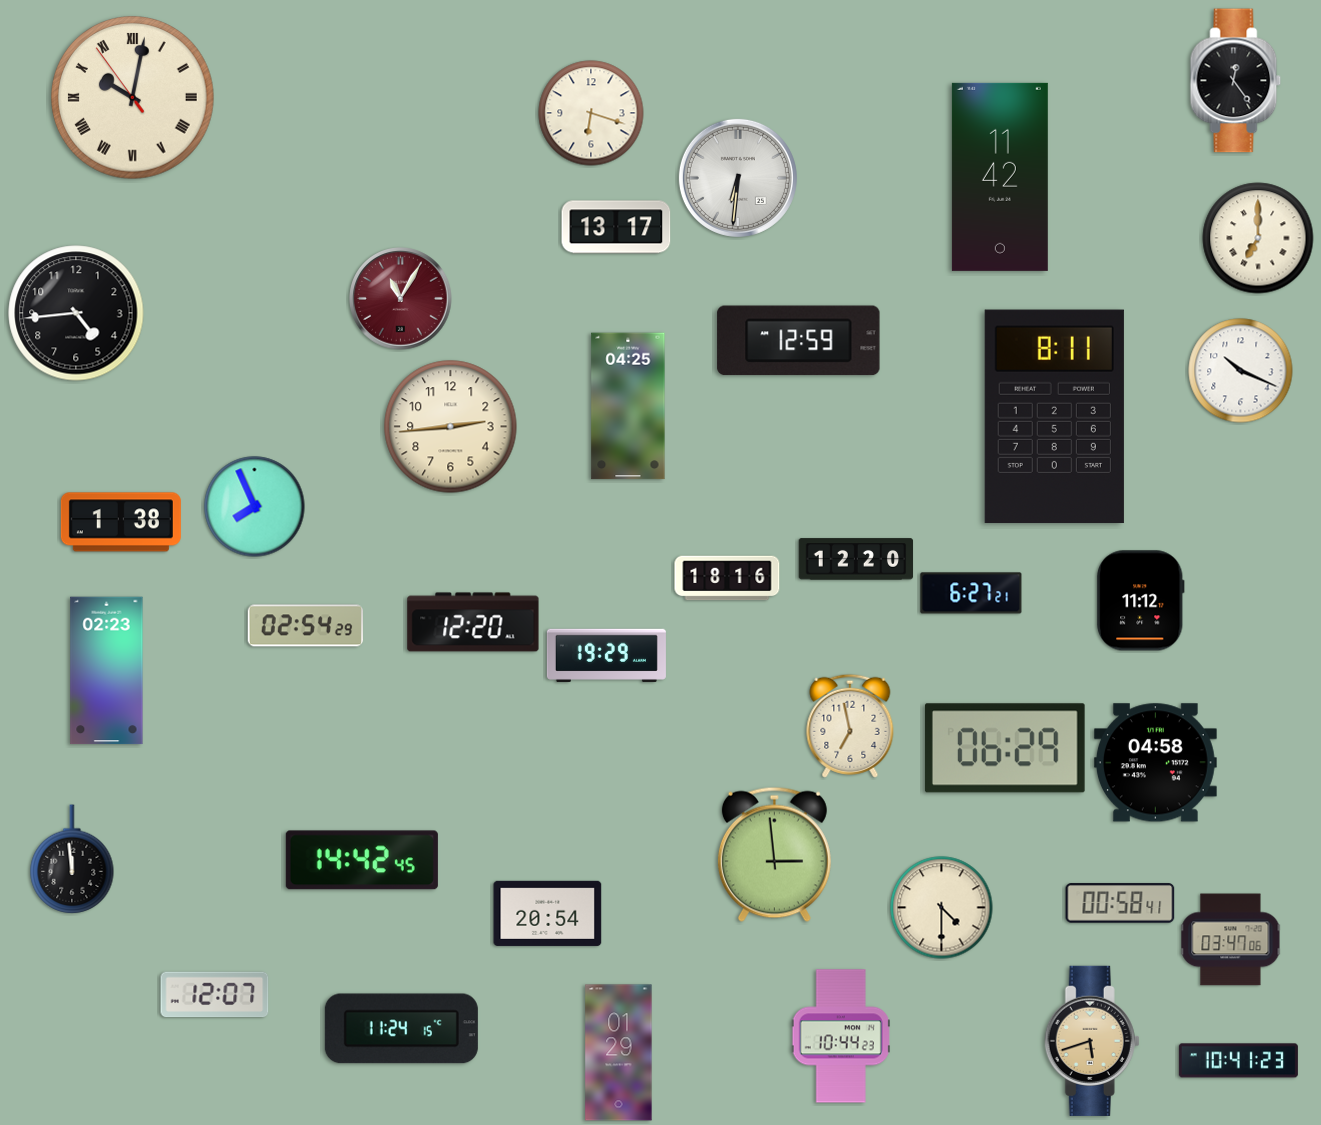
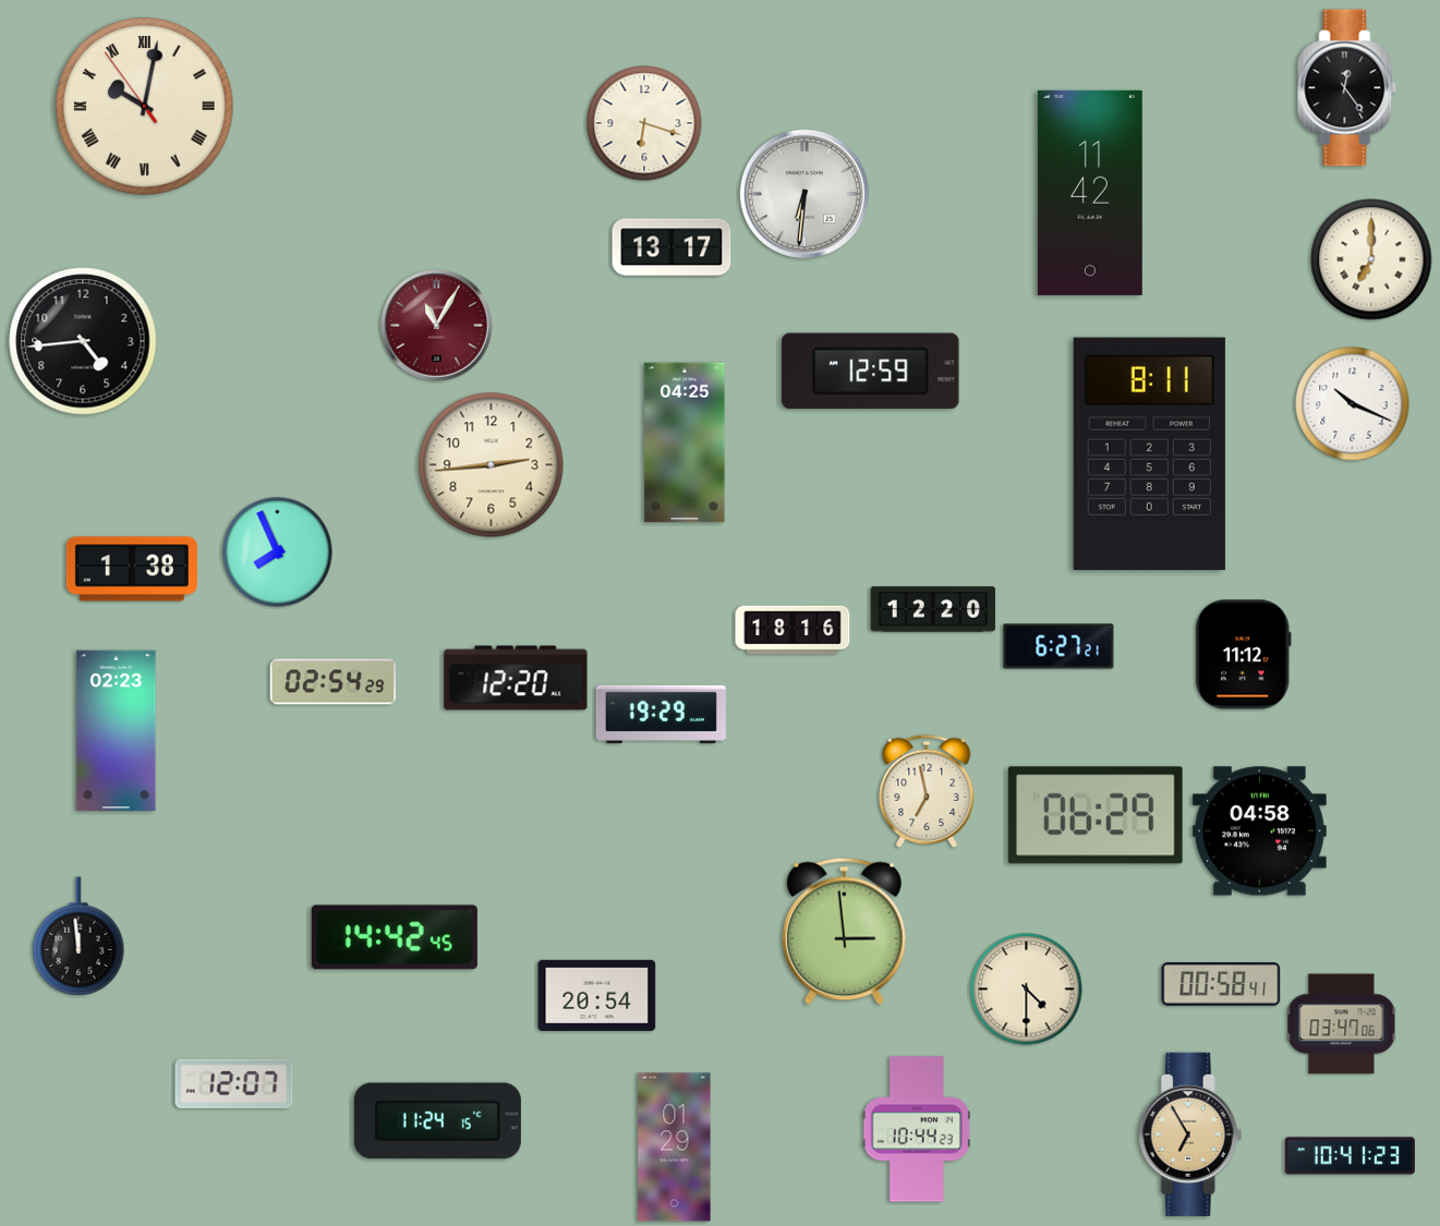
clock at (1092, 1041): 5:42 -> 6:55
